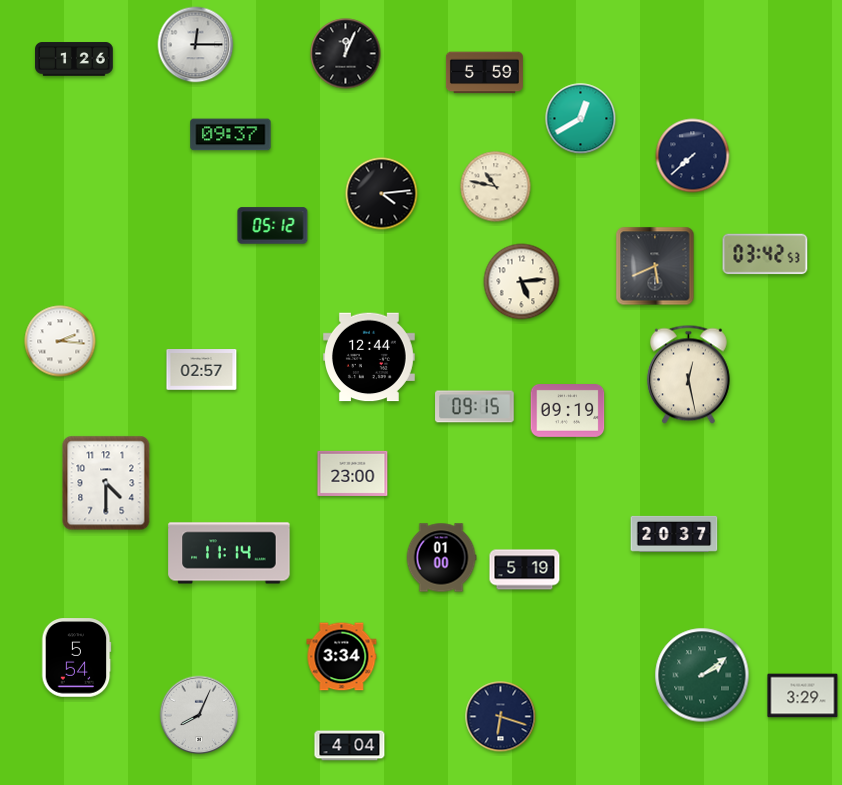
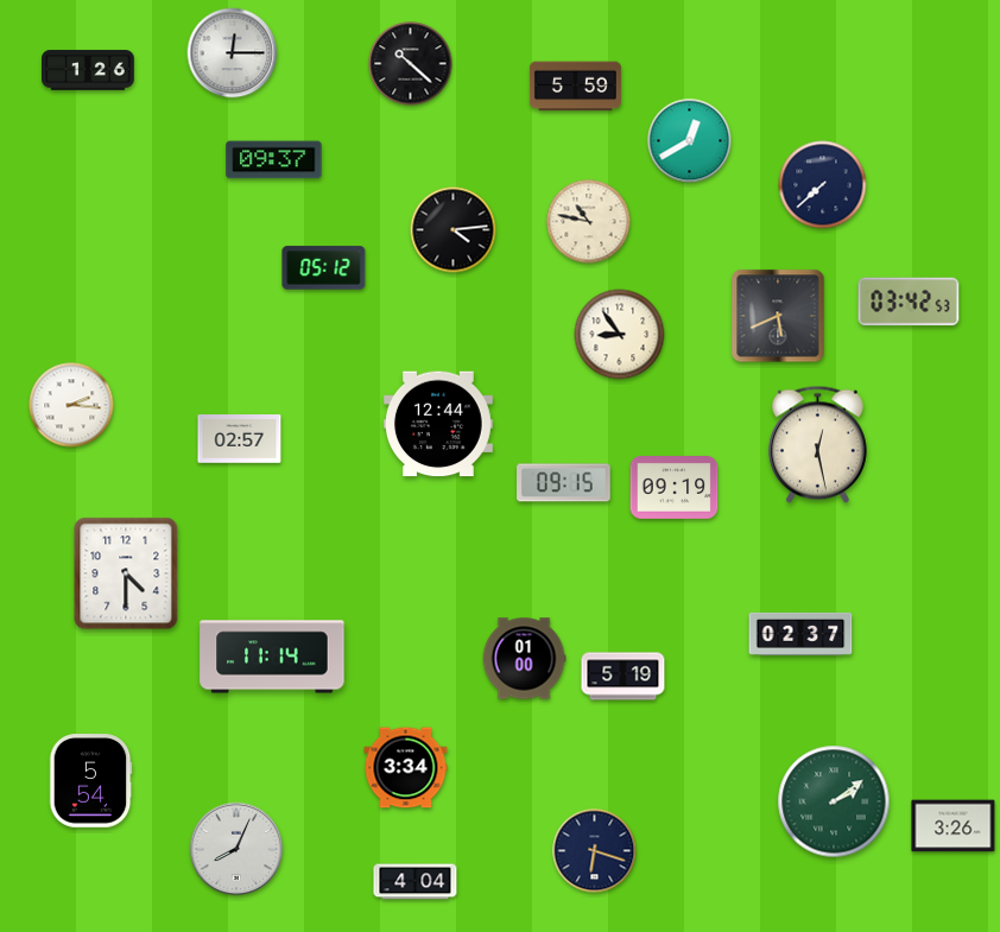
clock at (346, 54): 12:04 -> 10:22
clock at (522, 282): 5:14 -> 8:54
clock at (353, 473): 23:00 -> none
clock at (674, 534): 20:37 -> 02:37
clock at (441, 558) position: (441, 558) -> (524, 659)
clock at (342, 657) position: (342, 657) -> (406, 768)
clock at (803, 696): 3:29 -> 3:26
clock at (350, 746) position: (350, 746) -> (416, 882)
